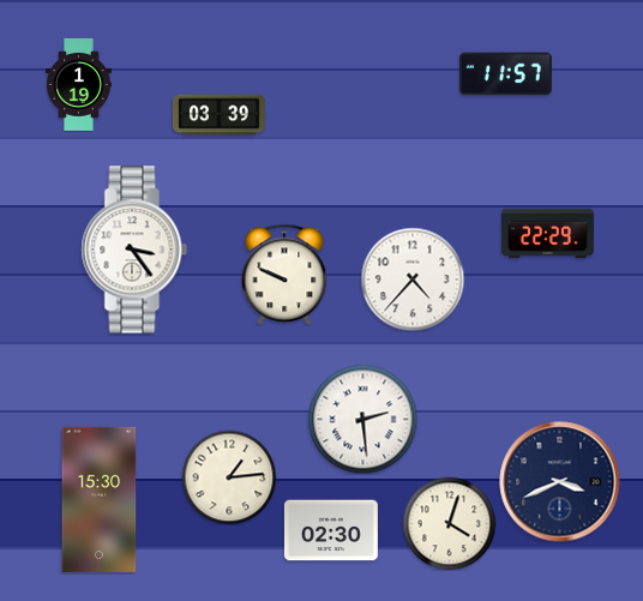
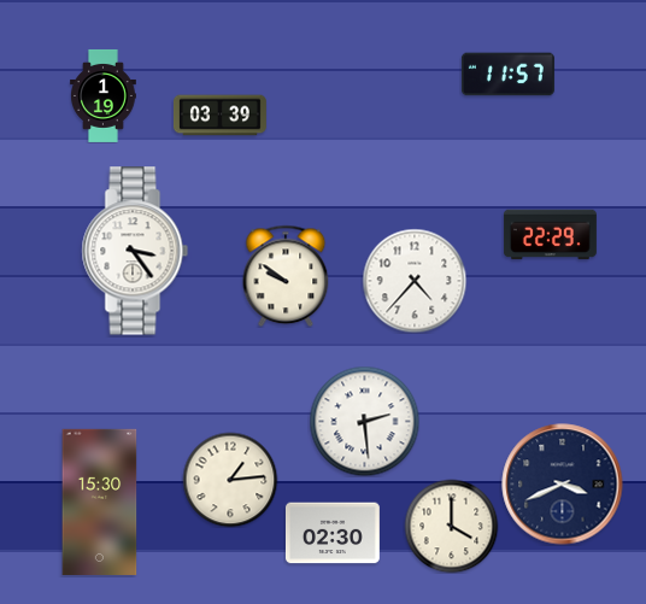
clock at (79, 84) position: (79, 84) -> (104, 95)
clock at (284, 275): 9:49 -> 9:51
clock at (449, 523): 4:03 -> 4:00
